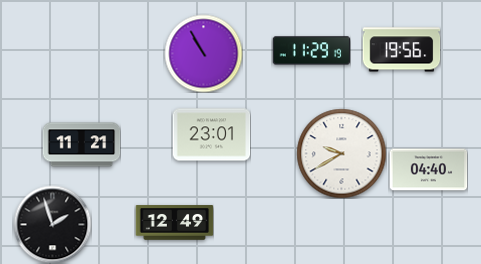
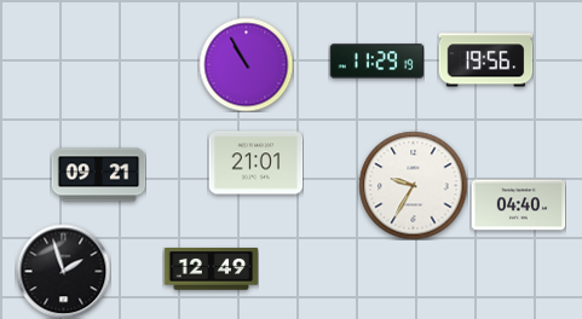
clock at (211, 135): 23:01 -> 21:01
clock at (81, 145): 11:21 -> 09:21
clock at (341, 153): 9:40 -> 9:35
